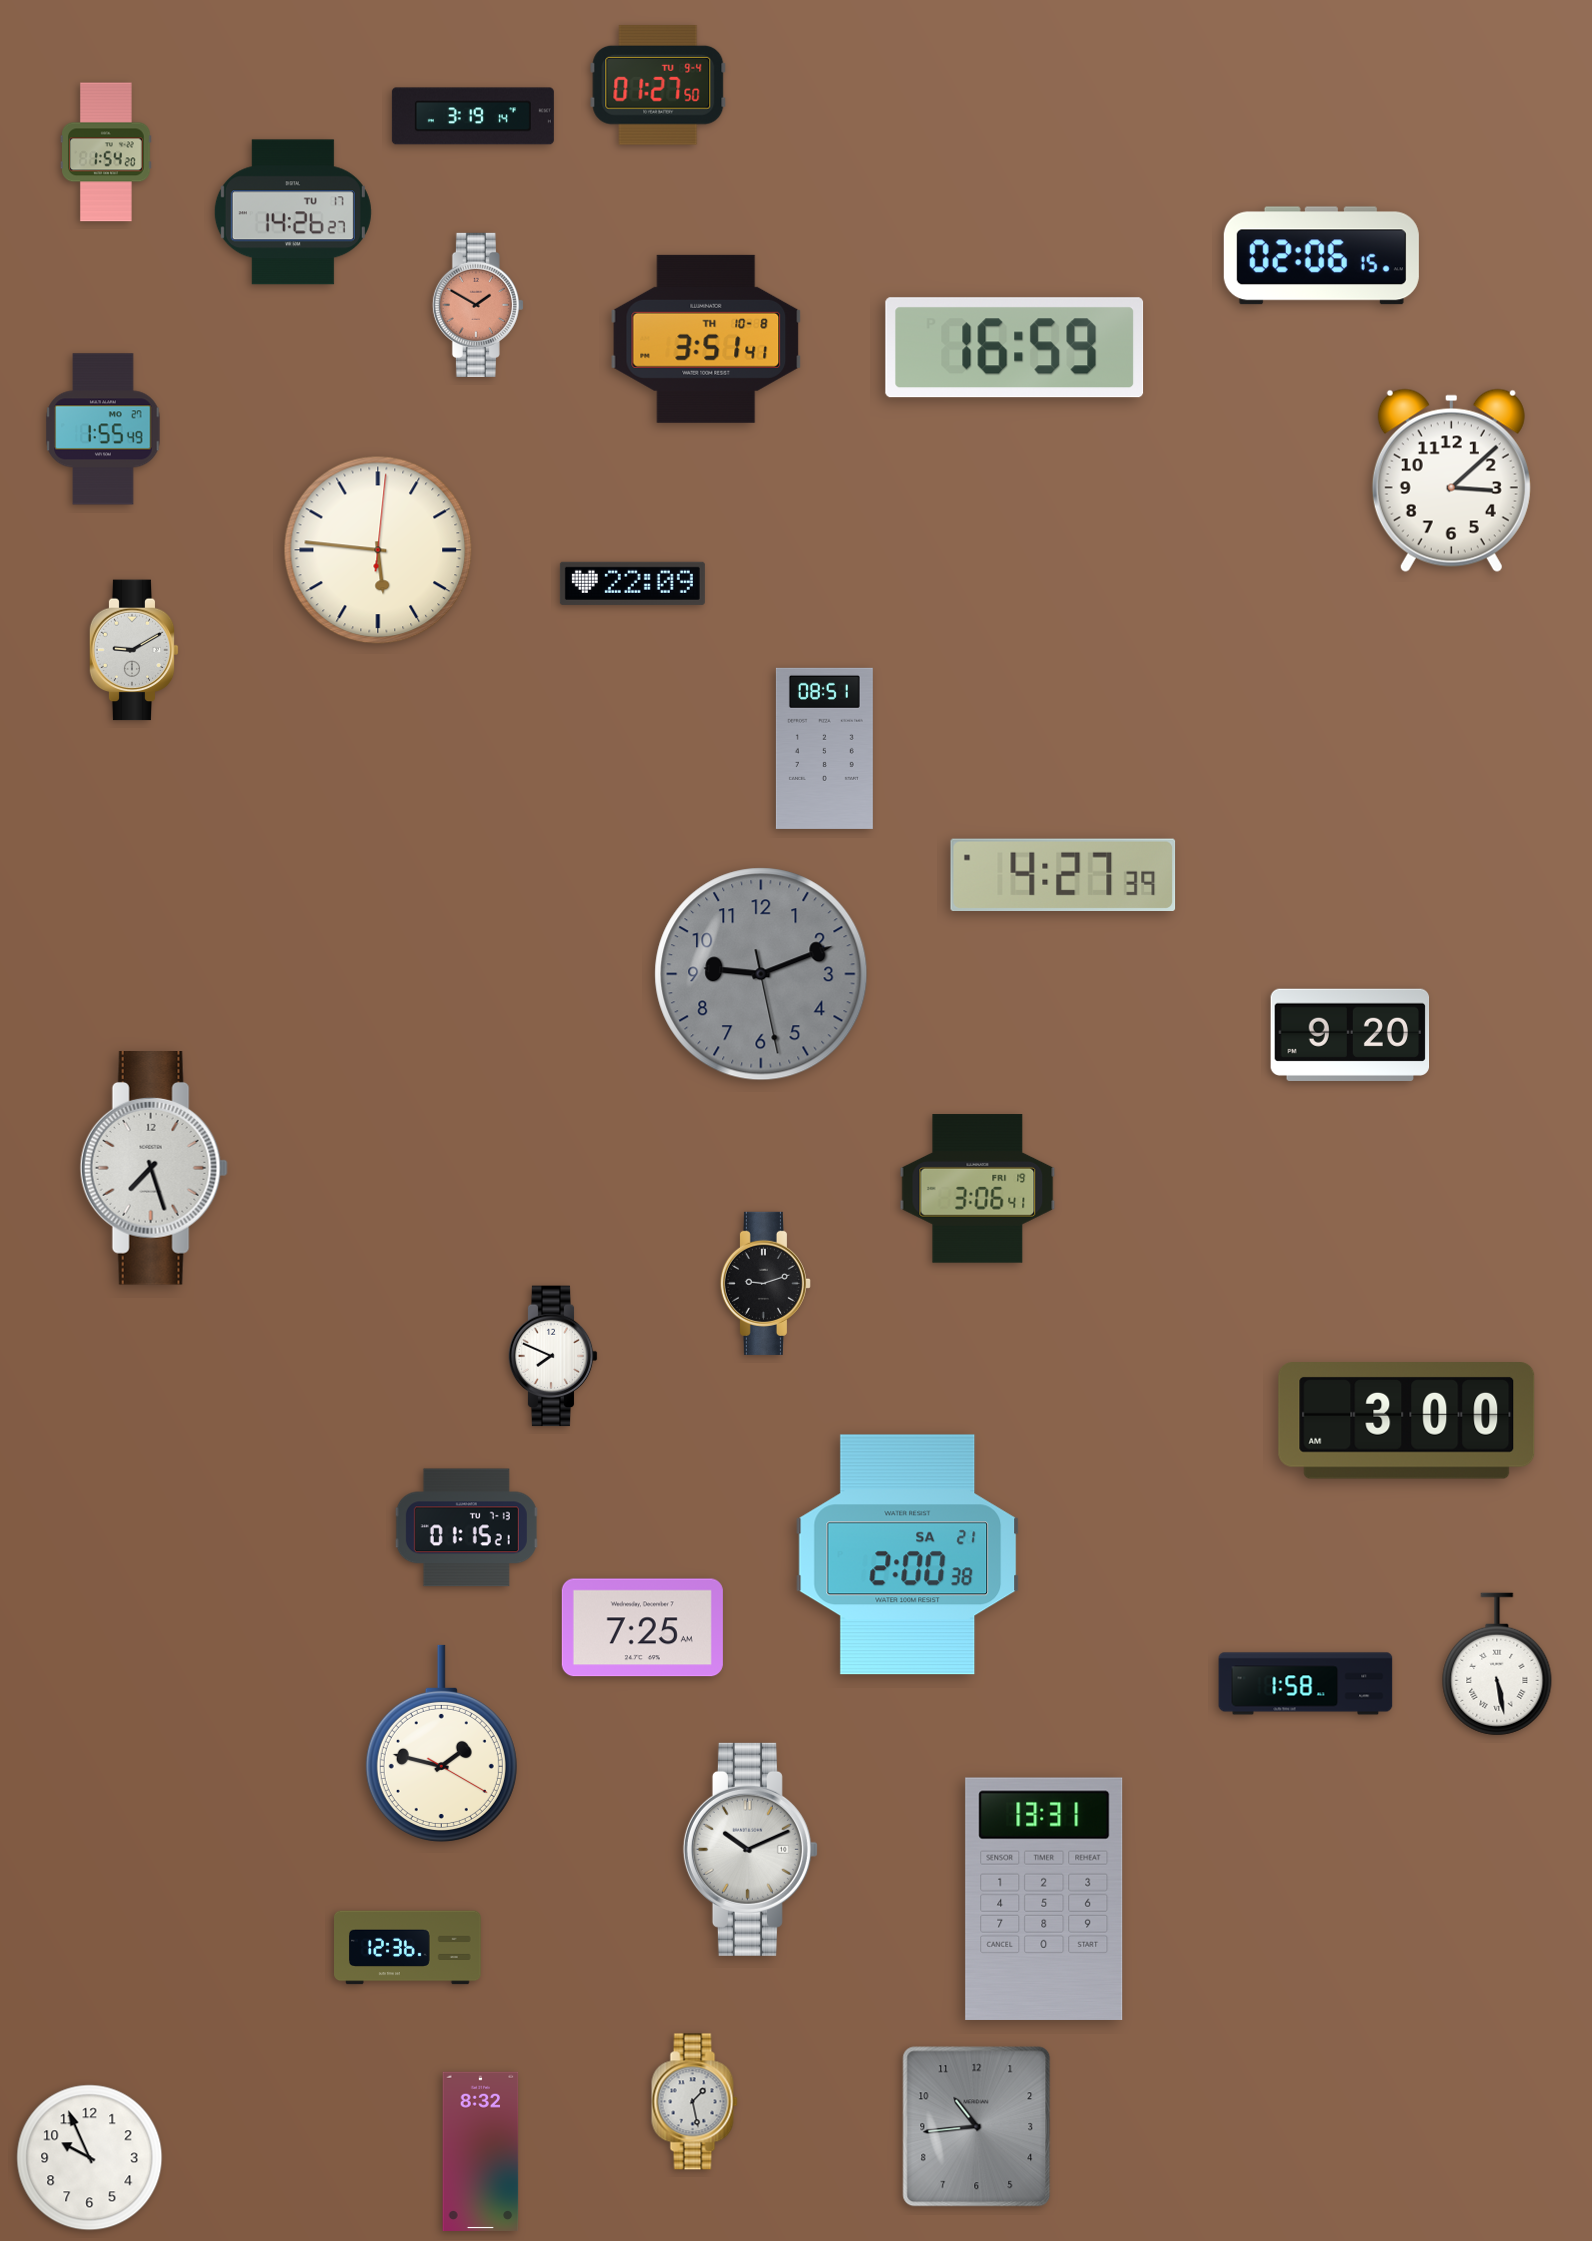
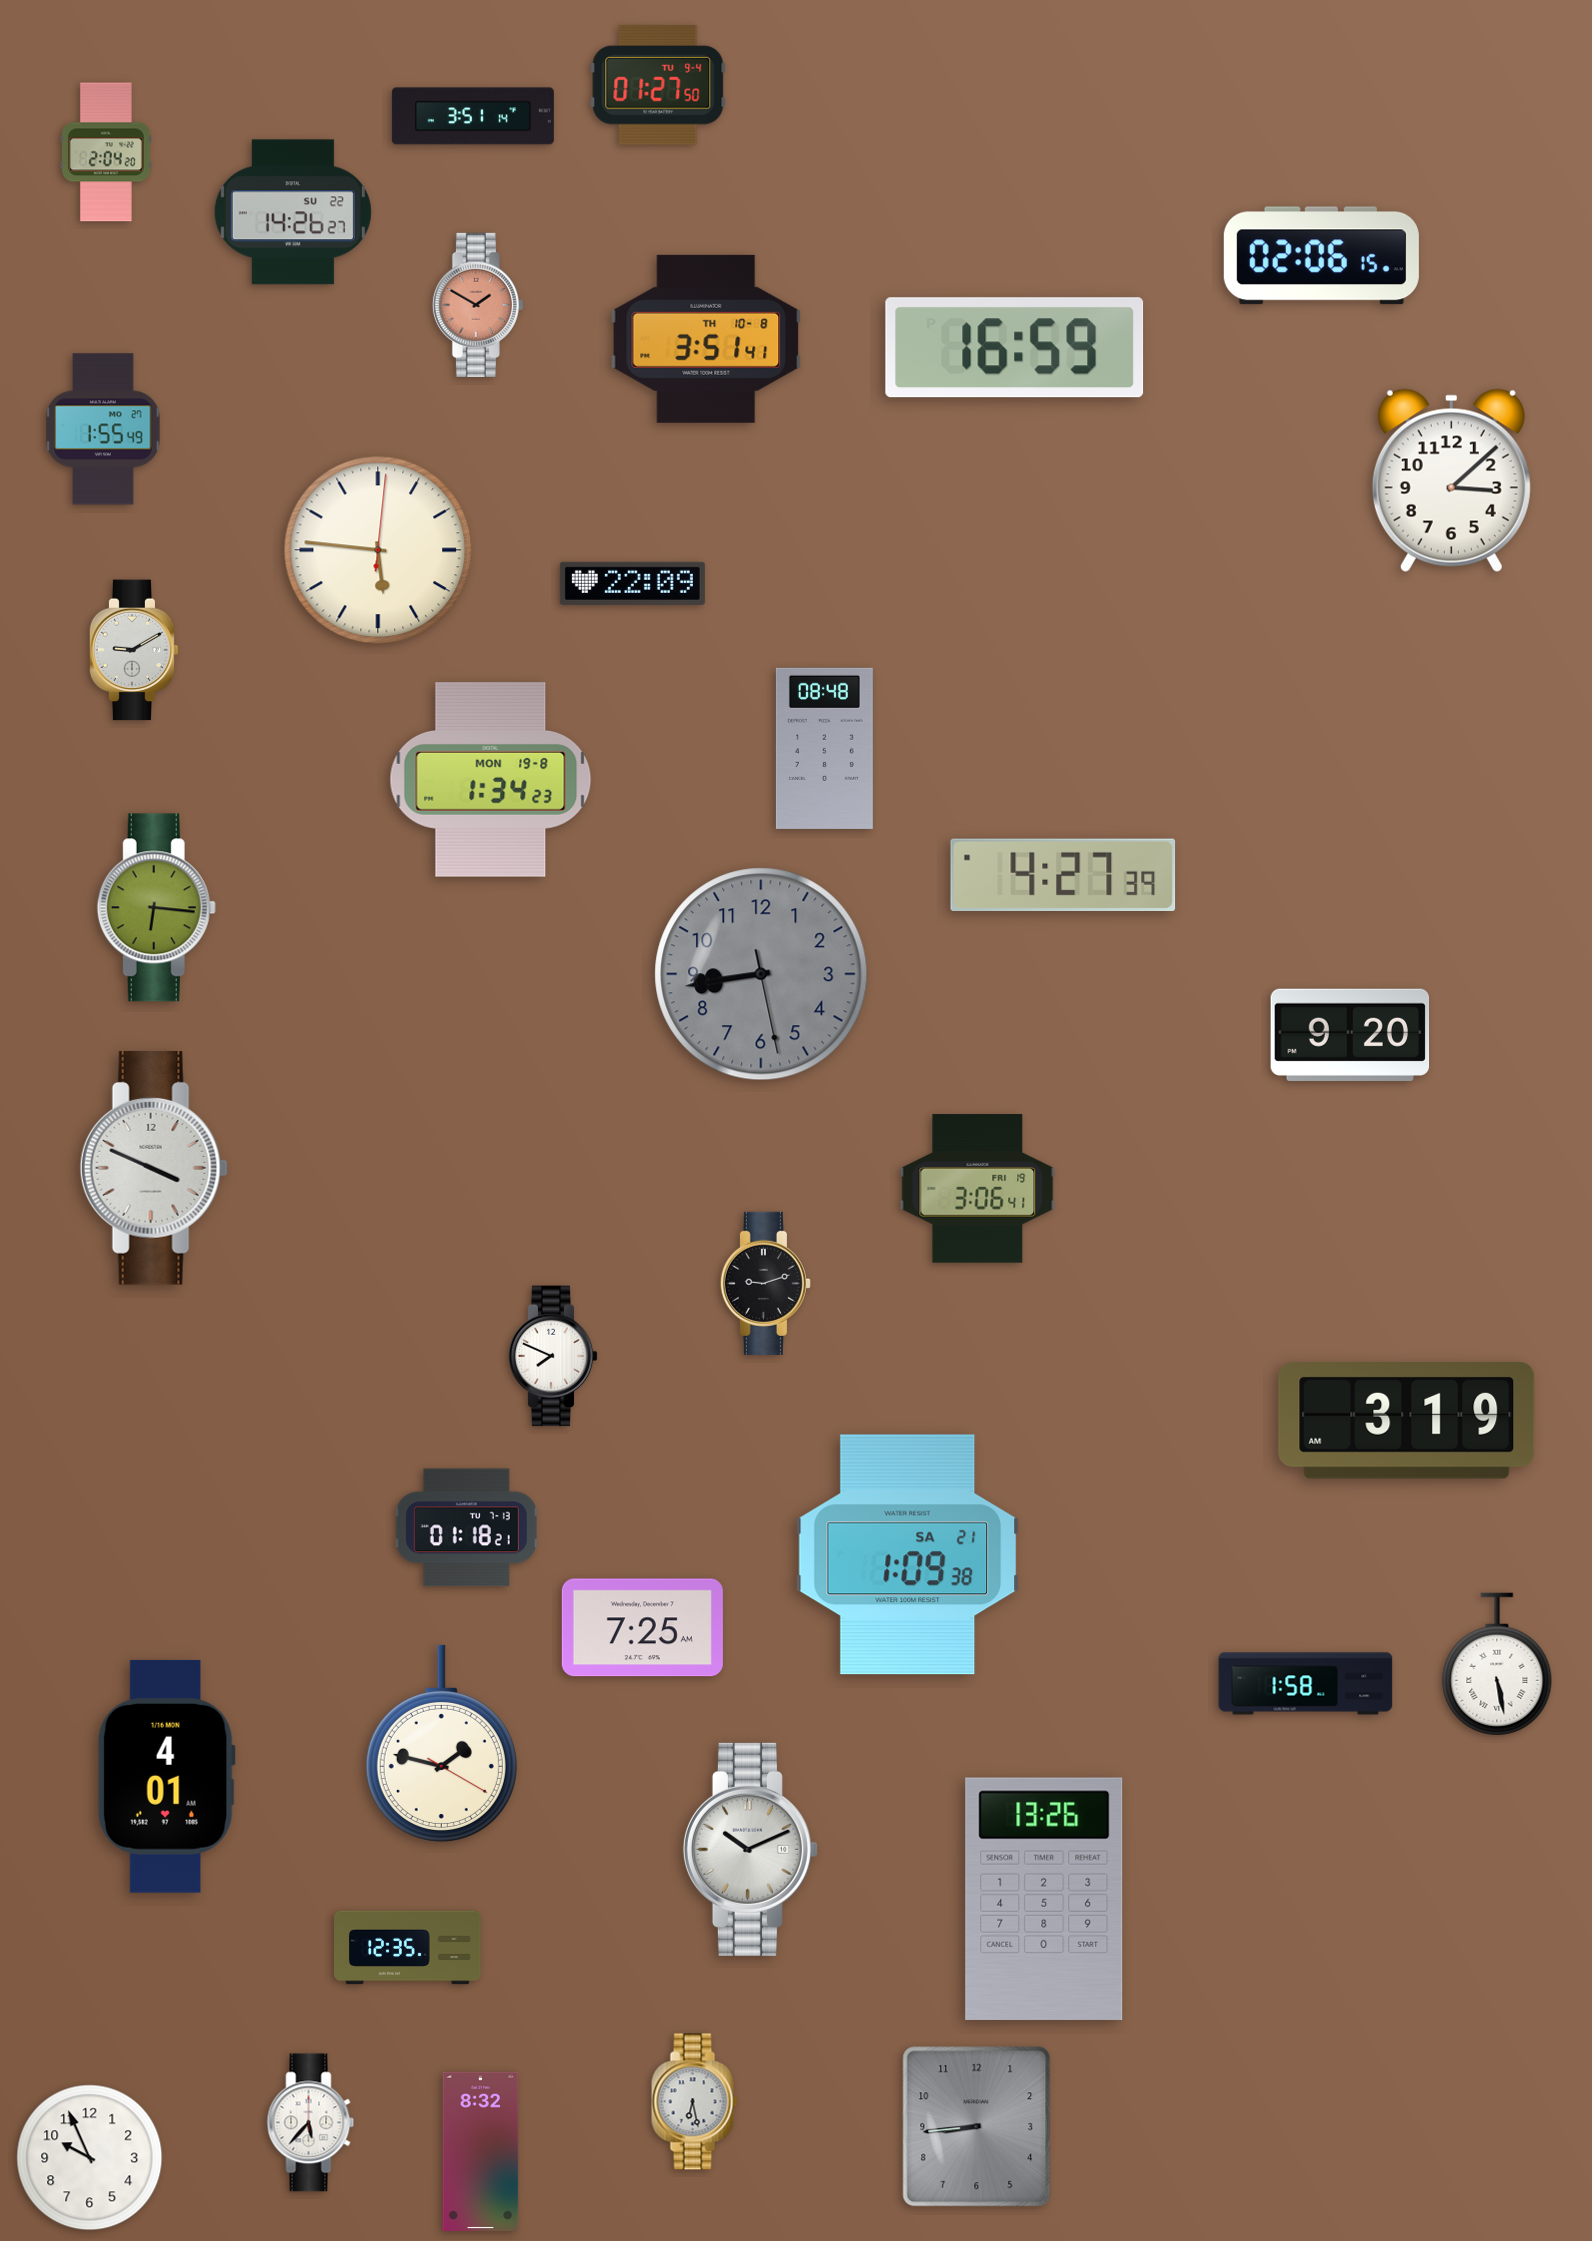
clock at (473, 116): 3:19 -> 3:51
clock at (107, 152): 1:54 -> 2:04
clock at (293, 212) date: TU 17 -> SU 22
clock at (824, 748): 08:51 -> 08:48
clock at (491, 780): none -> 1:34
clock at (156, 908): none -> 6:16
clock at (761, 974): 9:11 -> 8:43
clock at (154, 1169): 7:27 -> 3:49
clock at (1407, 1421): 3:00 -> 3:19
clock at (466, 1528): 01:15 -> 01:18
clock at (908, 1555): 2:00 -> 1:09
clock at (166, 1776): none -> 4:01
clock at (1044, 1899): 13:31 -> 13:26
clock at (408, 1948): 12:36 -> 12:35
clock at (695, 2102): 1:28 -> 6:28
clock at (311, 2123): none -> 5:37
clock at (977, 2127): 10:44 -> 8:44
